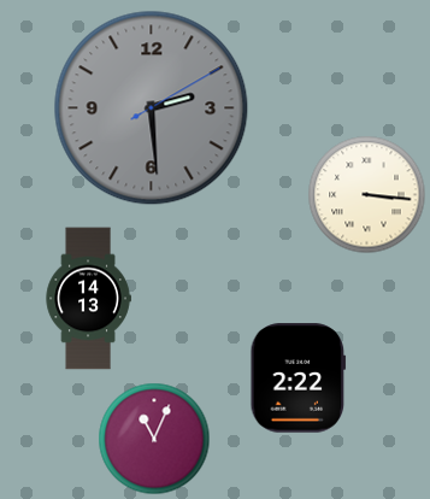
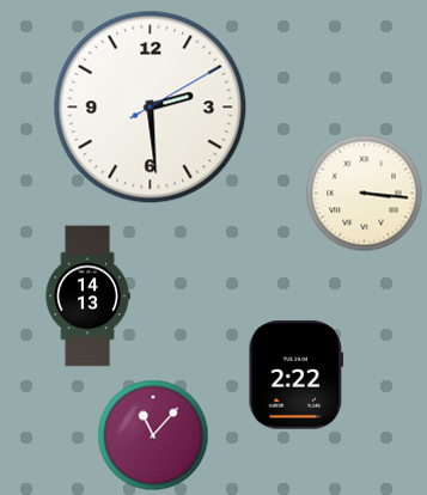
clock at (152, 108) dial: grey -> white
clock at (154, 439): 11:04 -> 11:07
